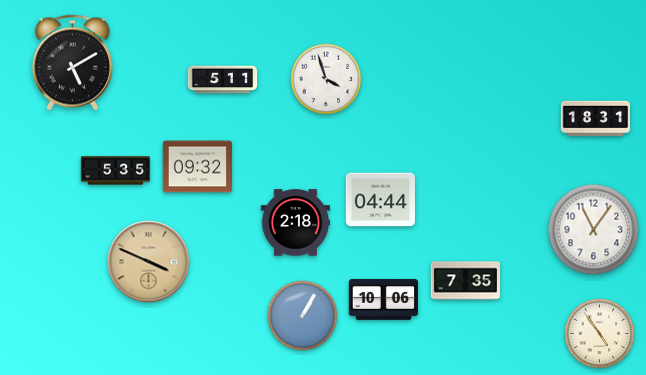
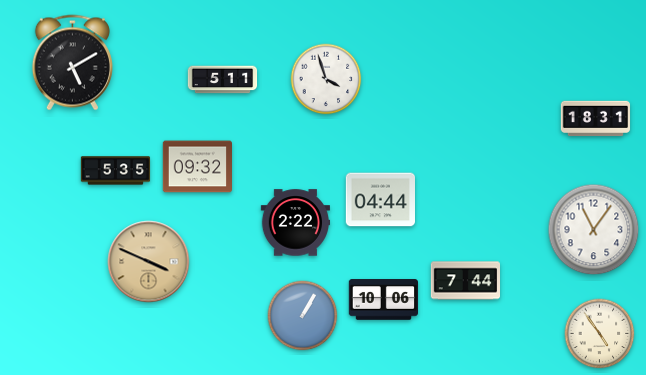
clock at (296, 223): 2:18 -> 2:22
clock at (466, 281): 7:35 -> 7:44
